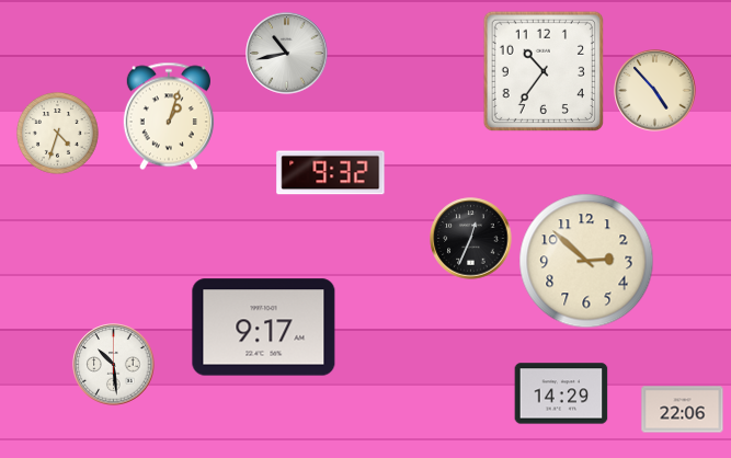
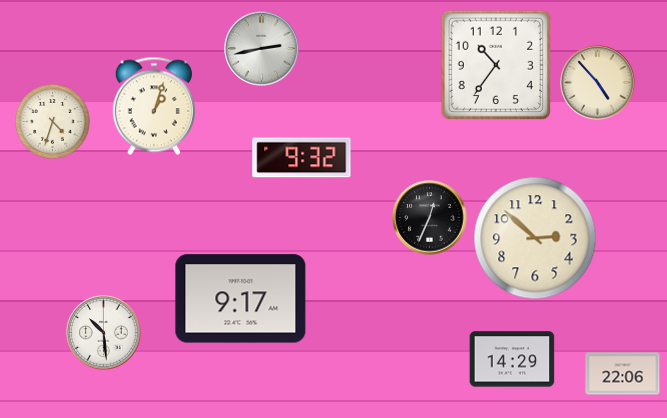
clock at (287, 54): 10:43 -> 2:43
